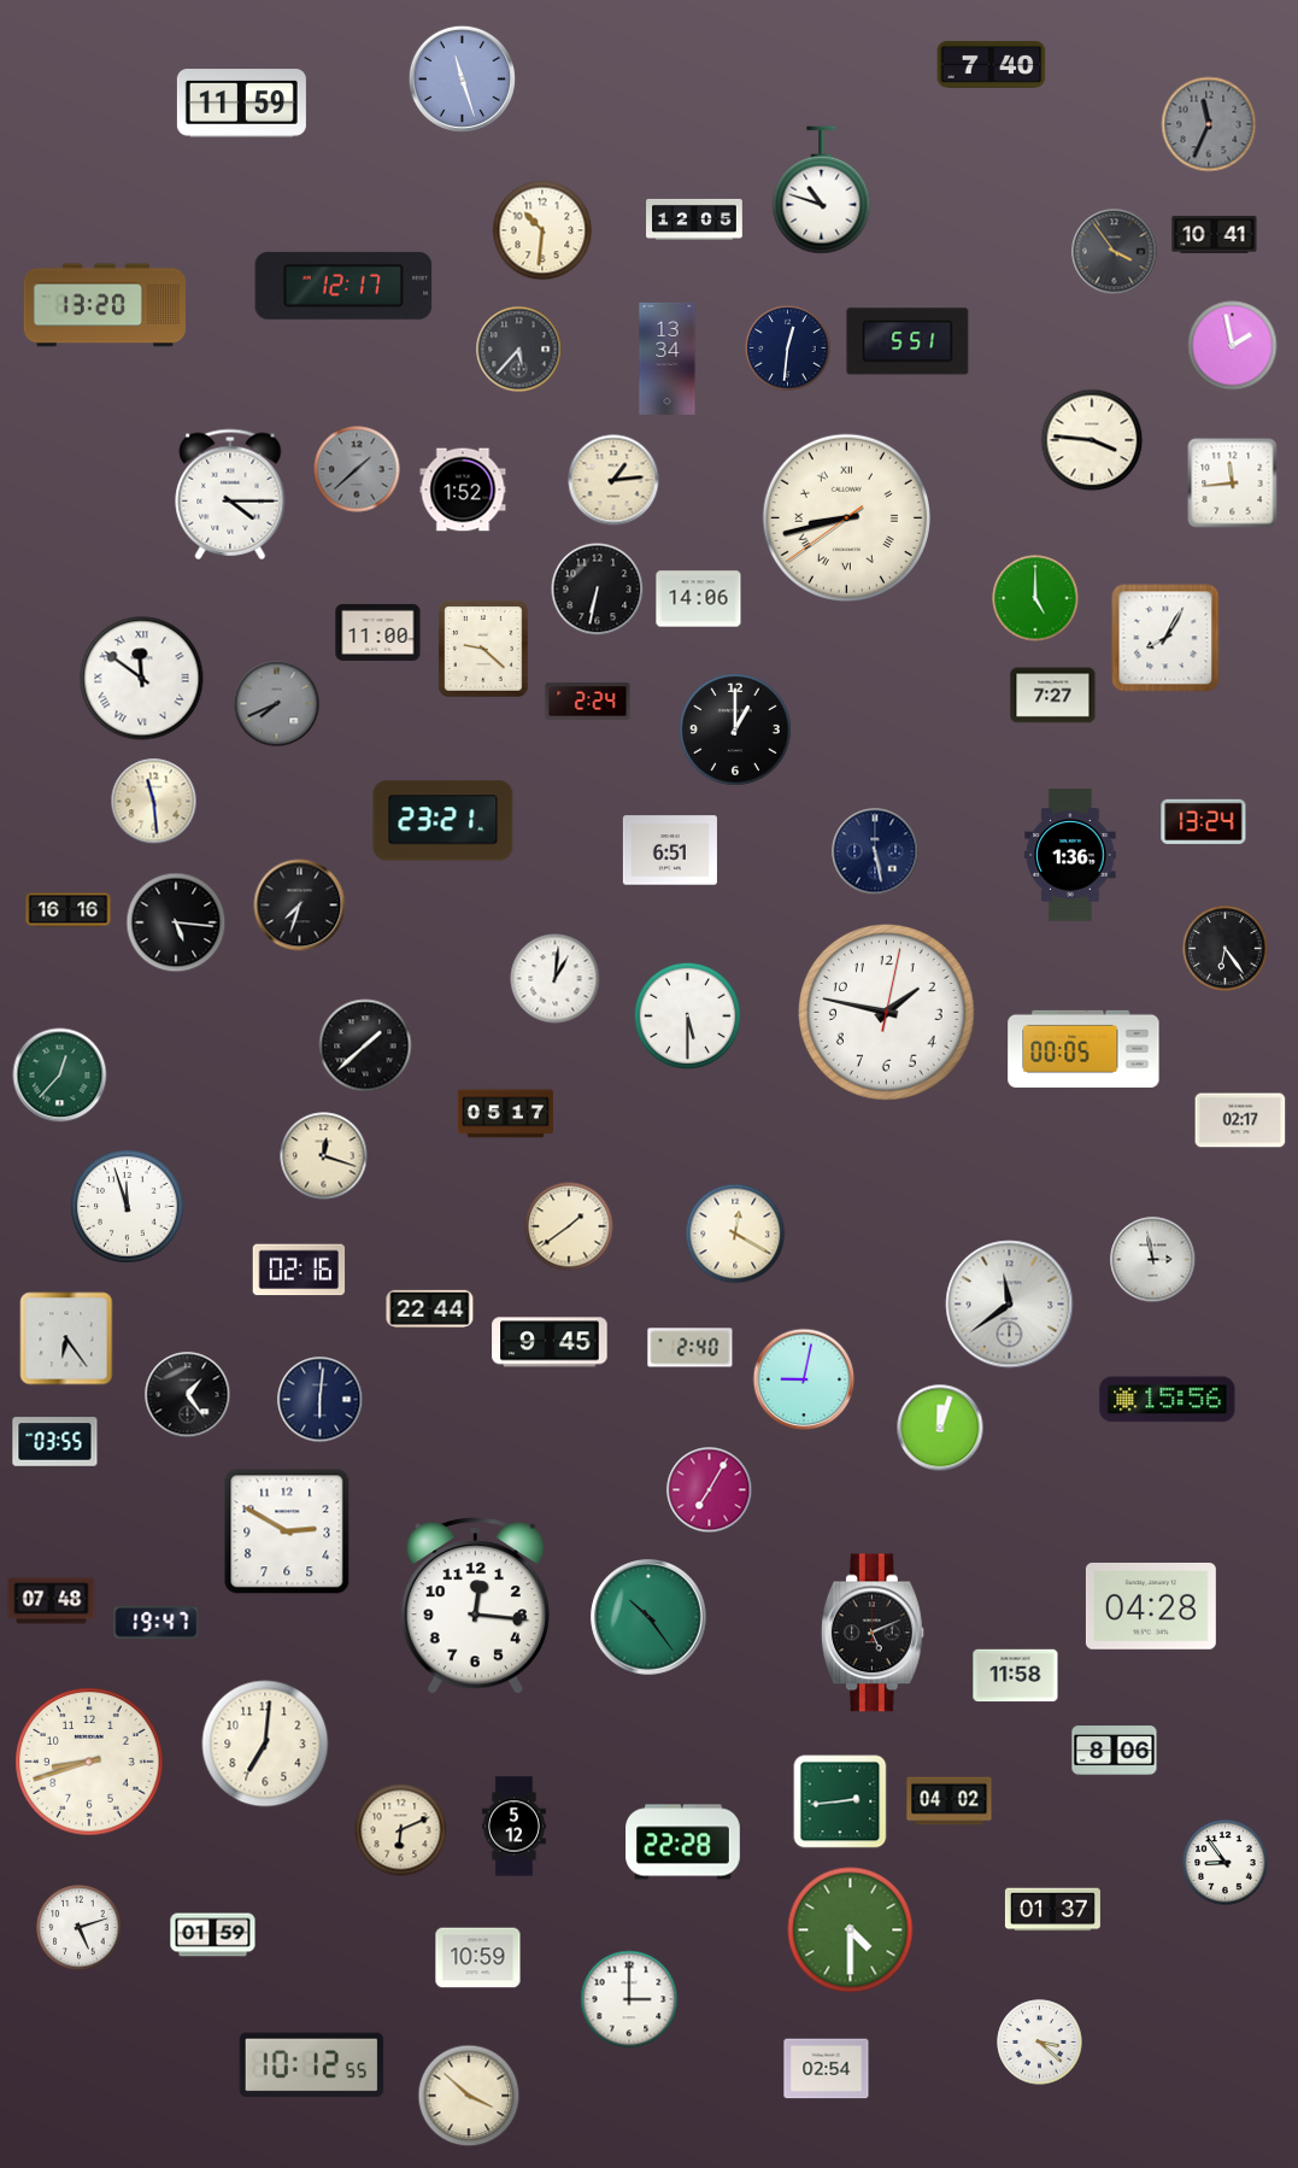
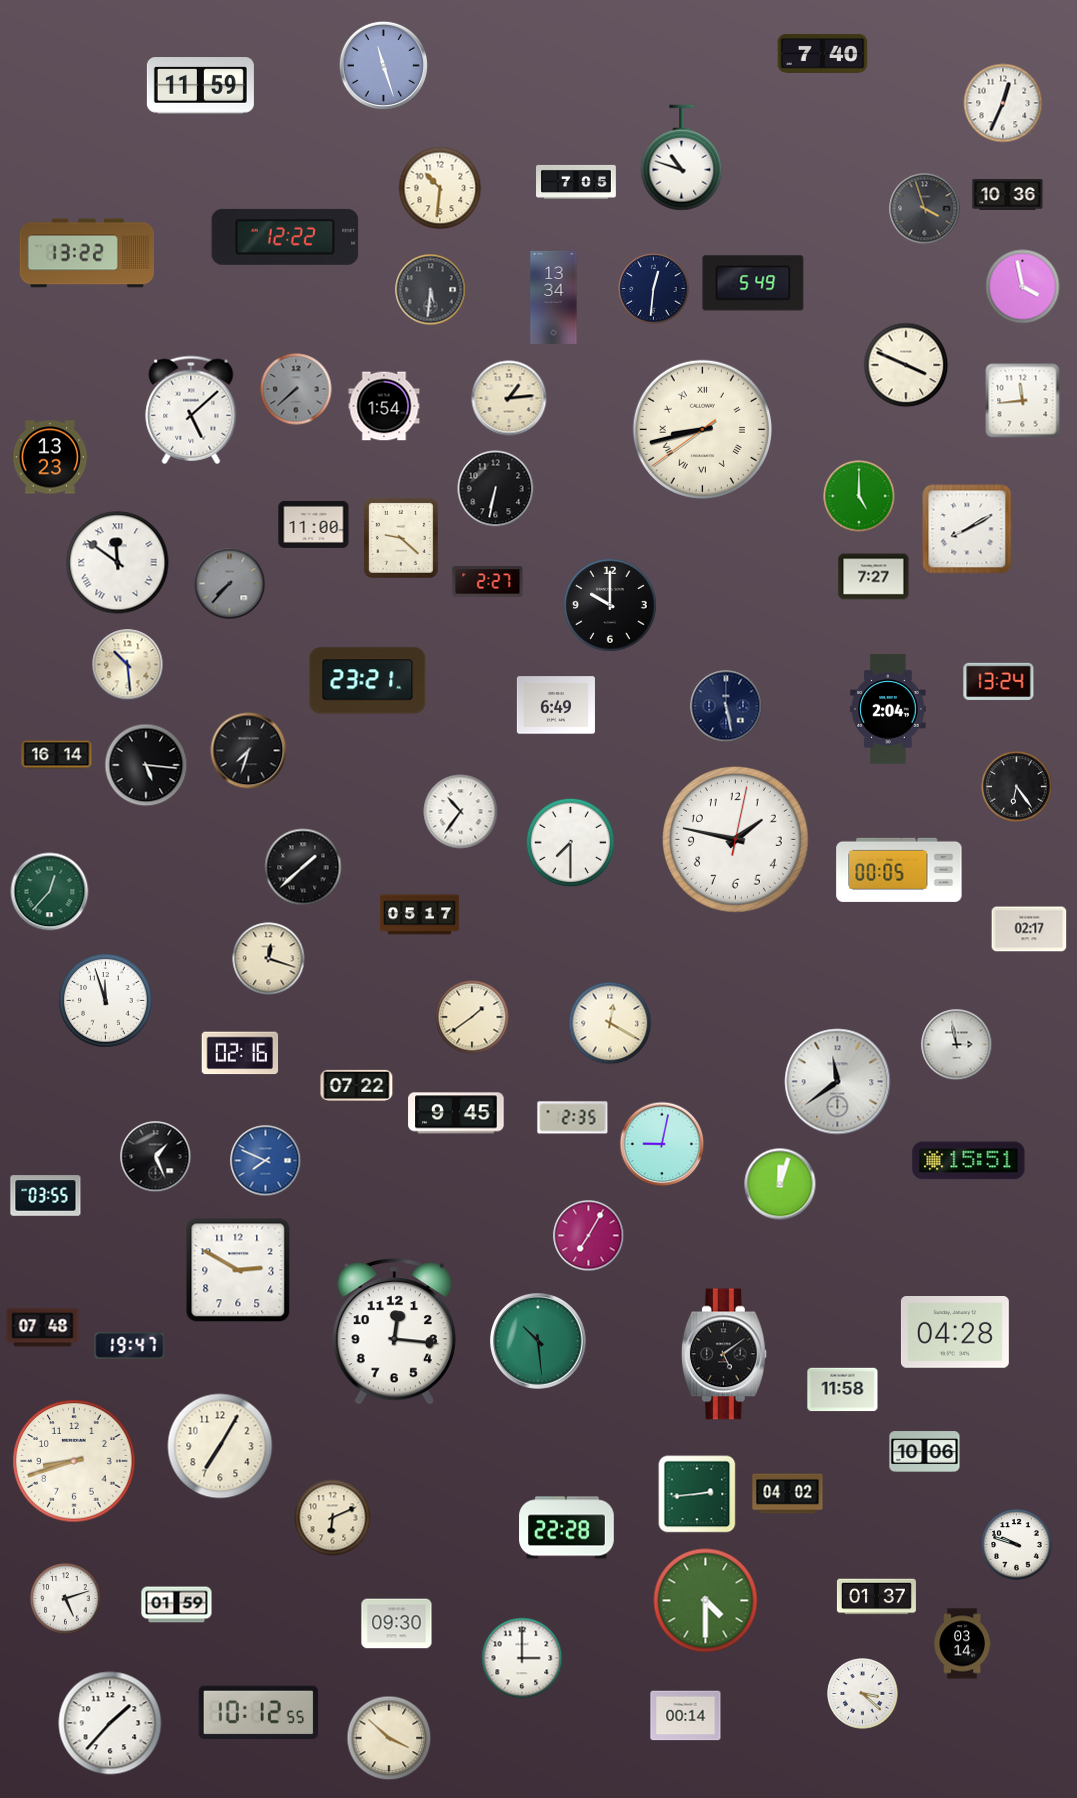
clock at (1209, 124): 11:34 -> 12:34
clock at (1209, 124) dial: grey -> white
clock at (694, 219): 12:05 -> 7:05
clock at (542, 230) position: (542, 230) -> (440, 188)
clock at (1215, 235): 10:41 -> 10:36
clock at (1115, 252): 3:54 -> 3:57
clock at (343, 286): 12:17 -> 12:22
clock at (104, 305): 13:20 -> 13:22
clock at (908, 341): 5:51 -> 5:49
clock at (1233, 346): 1:58 -> 3:58
clock at (519, 350): 5:37 -> 5:31
clock at (1092, 440): 3:46 -> 3:49
clock at (357, 469): 1:38 -> 7:38
clock at (463, 490): 1:52 -> 1:54
clock at (230, 494): 4:15 -> 5:08
clock at (50, 457): none -> 13:23
clock at (699, 599): 14:06 -> none
clock at (1165, 638): 8:05 -> 8:10
clock at (588, 702): 2:24 -> 2:27
clock at (277, 704): 7:41 -> 7:37
clock at (735, 729): 1:00 -> 10:00
clock at (154, 802): 11:29 -> 10:29
clock at (670, 850): 6:51 -> 6:49
clock at (1070, 855): 1:36 -> 2:04
clock at (69, 910): 16:16 -> 16:14
clock at (556, 979): 1:01 -> 10:36
clock at (687, 1015): 5:30 -> 7:30
clock at (505, 1114) position: (505, 1114) -> (419, 915)
clock at (299, 1270) position: (299, 1270) -> (240, 1053)
clock at (430, 1308): 22:44 -> 07:22
clock at (66, 1338): 6:24 -> none
clock at (691, 1348): 2:40 -> 2:35
clock at (804, 1379) position: (804, 1379) -> (662, 1144)
clock at (188, 1395): 1:24 -> 1:26
clock at (321, 1400): 6:01 -> 7:49
clock at (321, 1400) dial: navy -> blue
clock at (1168, 1400): 15:56 -> 15:51
clock at (648, 1617): 10:24 -> 10:29
clock at (873, 1633): 5:11 -> 5:09
clock at (265, 1744): 7:01 -> 7:05
clock at (1115, 1751): 8:06 -> 10:06
clock at (513, 1827): 5:12 -> none
clock at (1226, 1863): 8:54 -> 9:48
clock at (1052, 1910) position: (1052, 1910) -> (876, 1597)
clock at (478, 1958): 10:59 -> 09:30
clock at (962, 1644): none -> 03:14
clock at (827, 2069): 02:54 -> 00:14
clock at (110, 1723): none -> 1:37
